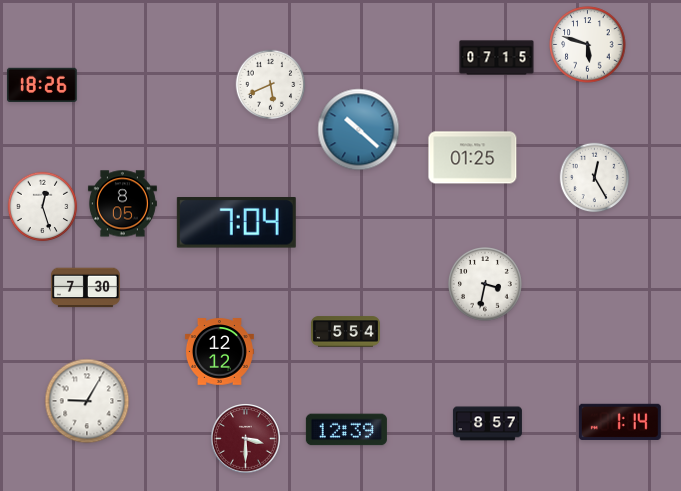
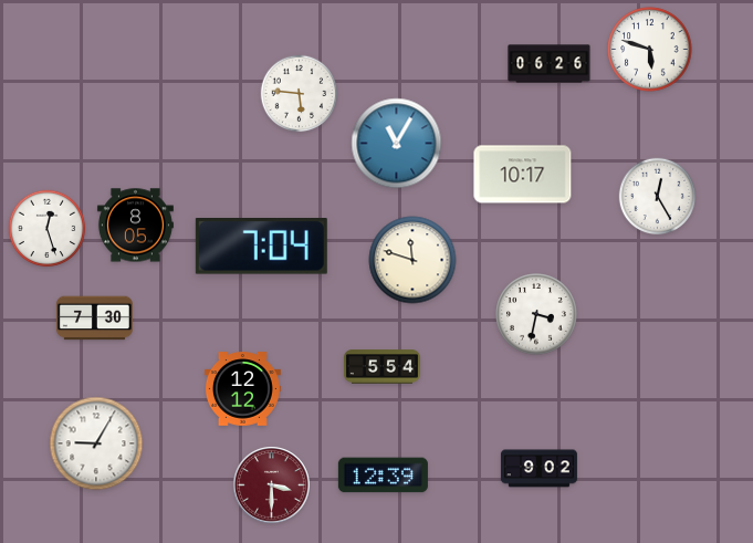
clock at (497, 58): 07:15 -> 06:26
clock at (42, 84): 18:26 -> none
clock at (271, 85): 5:41 -> 5:46
clock at (359, 130): 10:22 -> 11:05
clock at (473, 158): 01:25 -> 10:17
clock at (412, 260): none -> 11:48
clock at (620, 422): 1:14 -> none
clock at (487, 424): 8:57 -> 9:02
